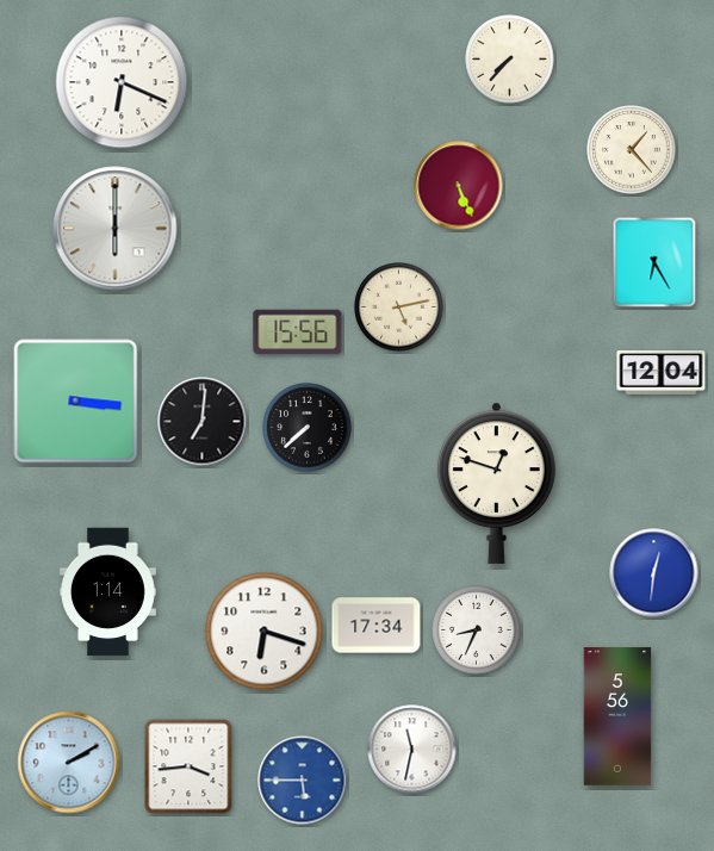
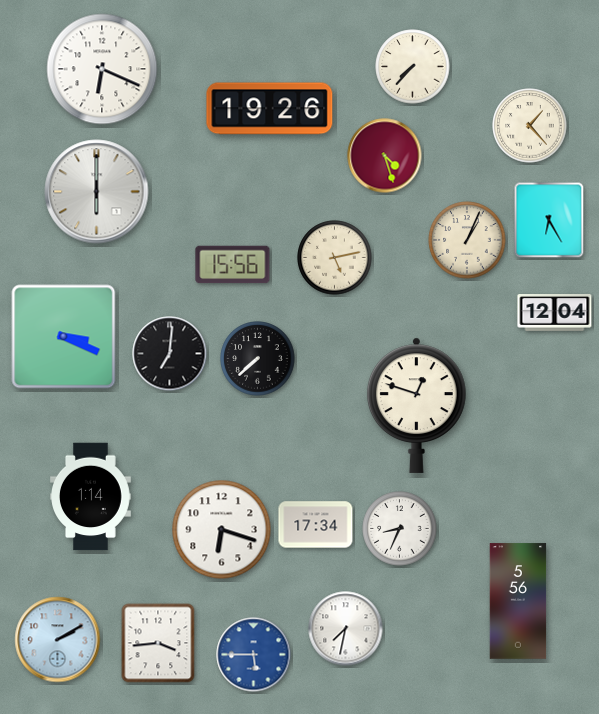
clock at (510, 60) position: (510, 60) -> (413, 67)
clock at (270, 109): none -> 19:26
clock at (459, 186): 5:26 -> 4:27
clock at (467, 240): none -> 1:04
clock at (298, 333) position: (298, 333) -> (233, 265)
clock at (76, 402): 3:16 -> 3:19
clock at (654, 573): 12:31 -> none
clock at (412, 750): 11:32 -> 7:32
